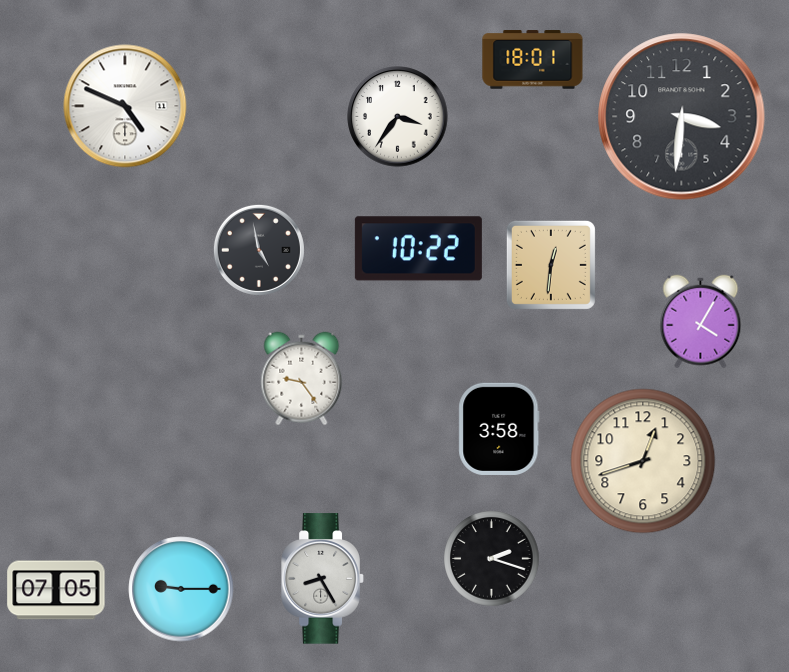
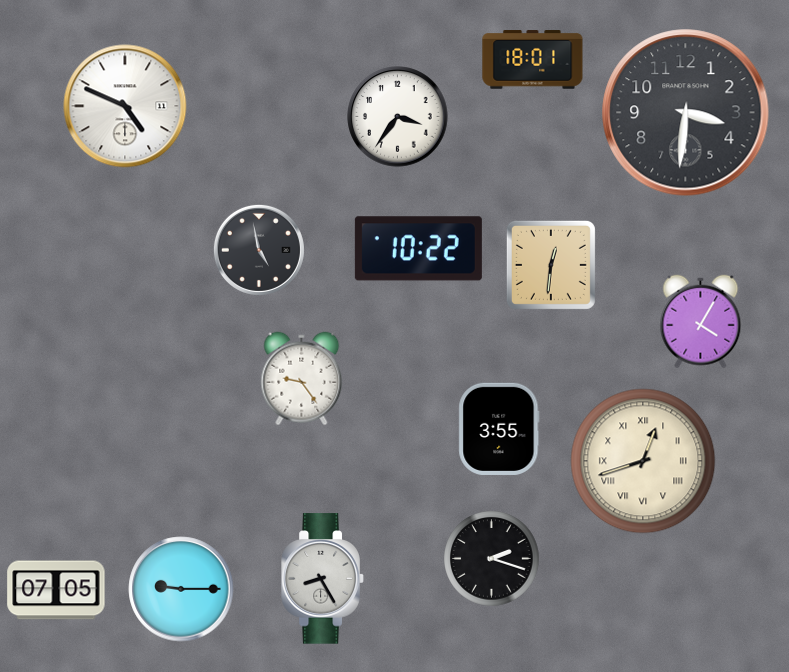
clock at (682, 117) position: (682, 117) -> (686, 113)
clock at (499, 429): 3:58 -> 3:55
clock at (643, 461) numerals: Arabic -> Roman
